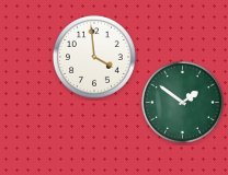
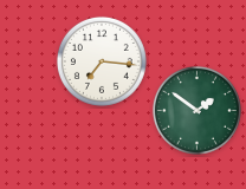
clock at (94, 57): 3:59 -> 7:16
